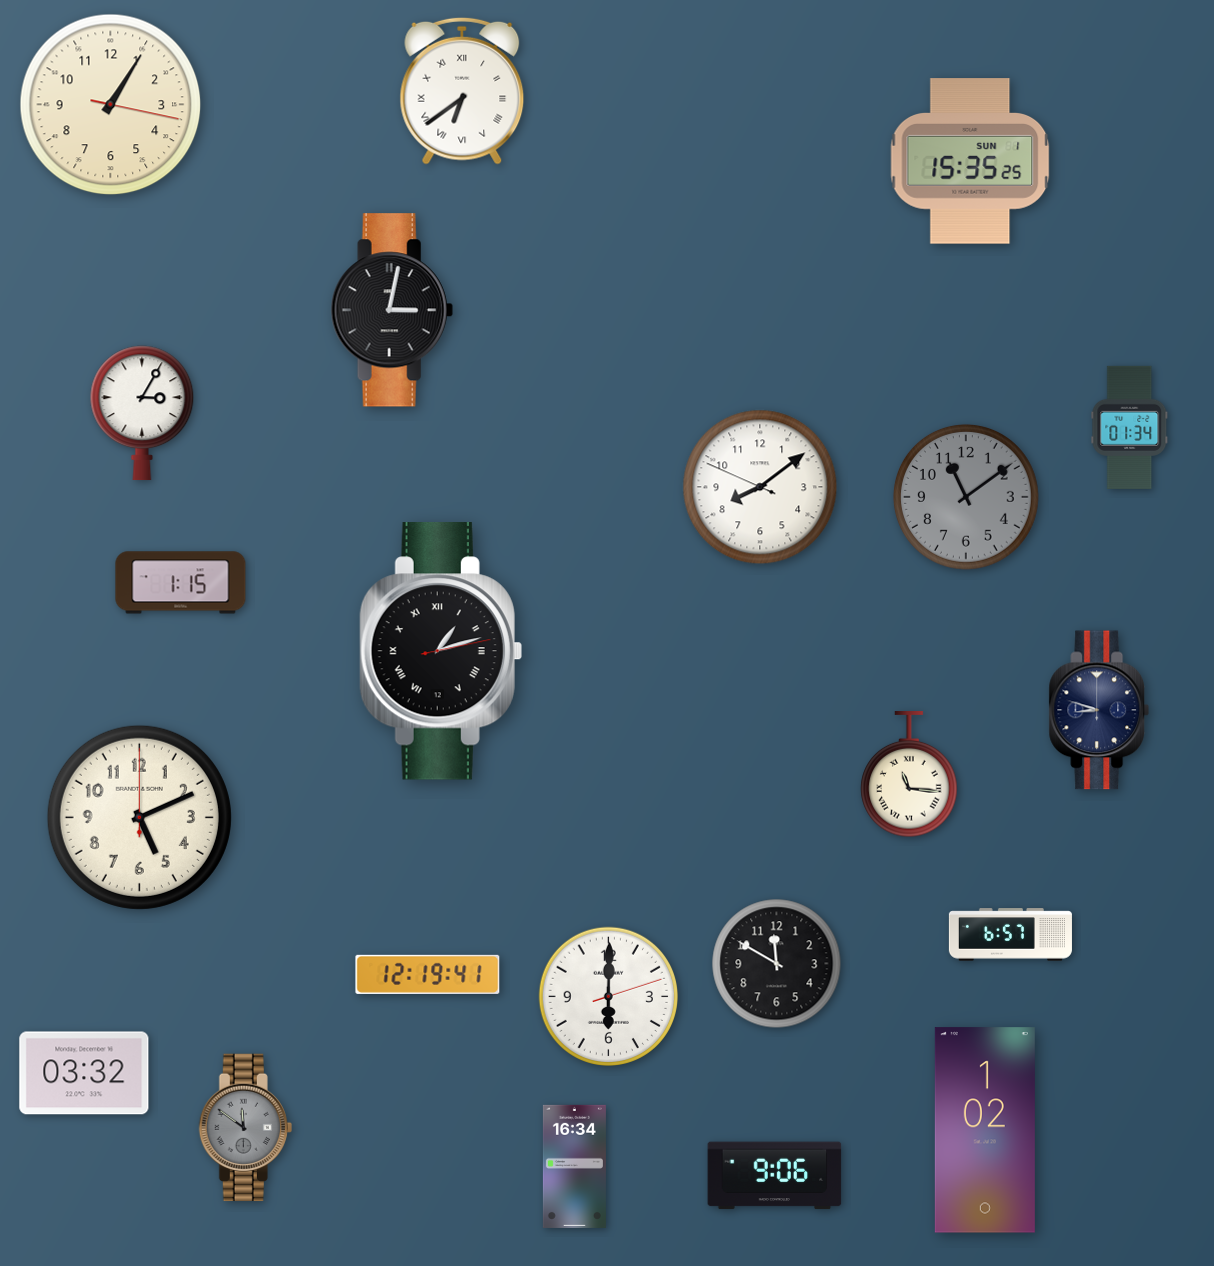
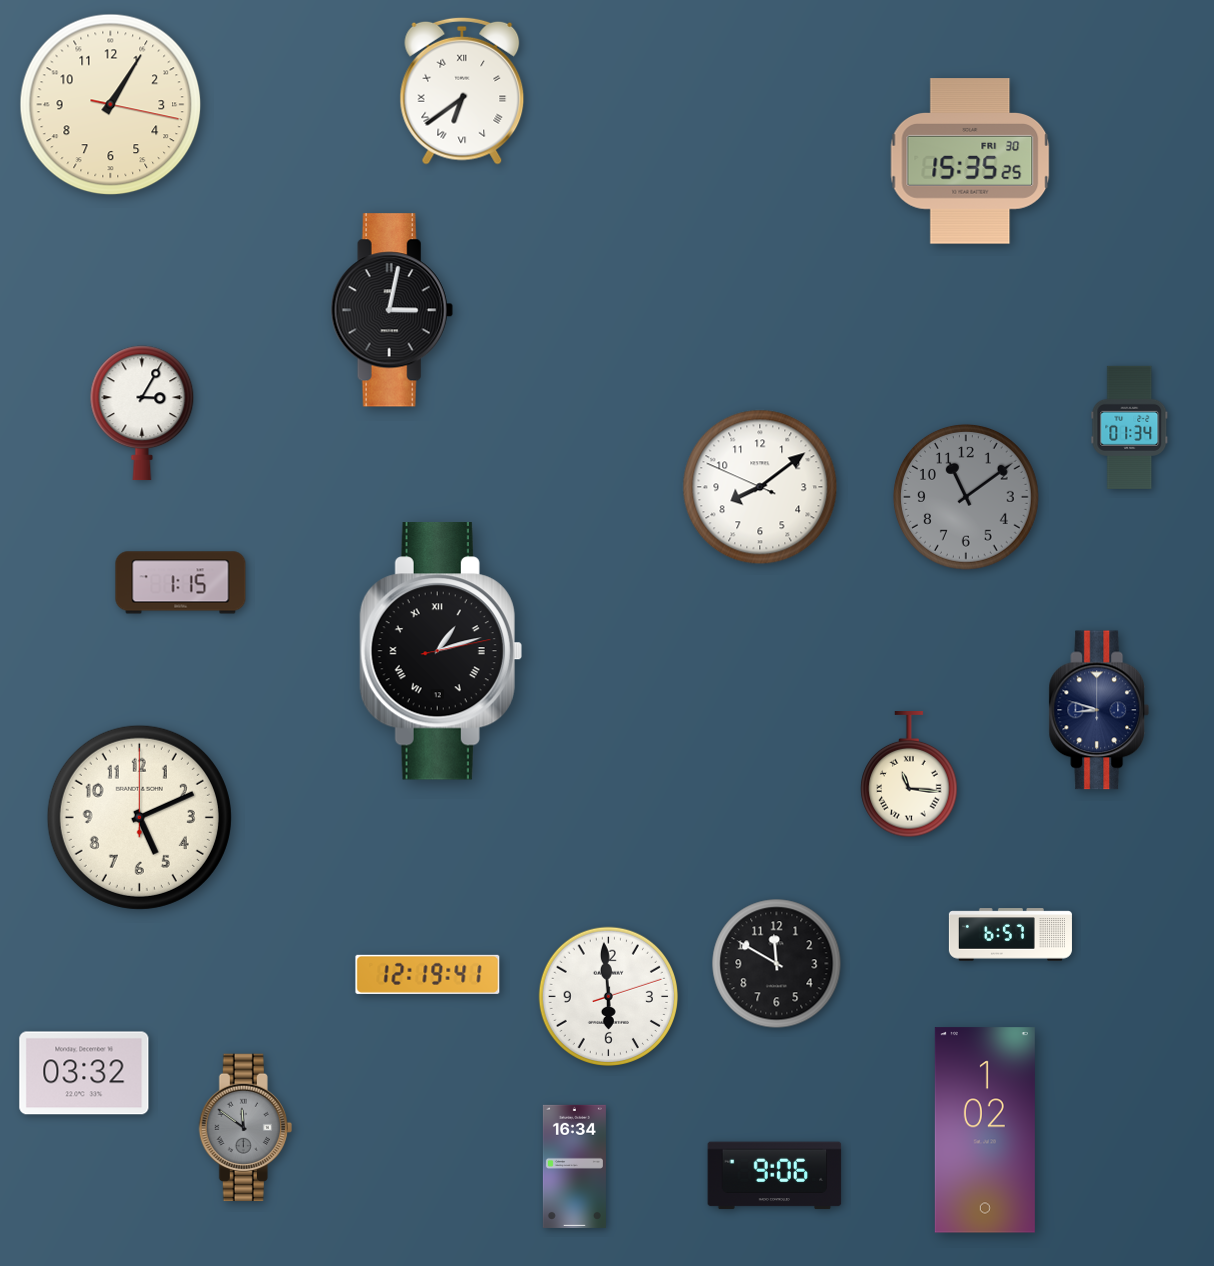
clock at (970, 161) date: SUN 1 -> FRI 30
clock at (608, 996): 6:00 -> 5:59
